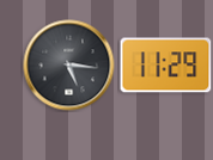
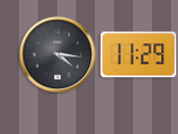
clock at (69, 66): 5:16 -> 4:16
